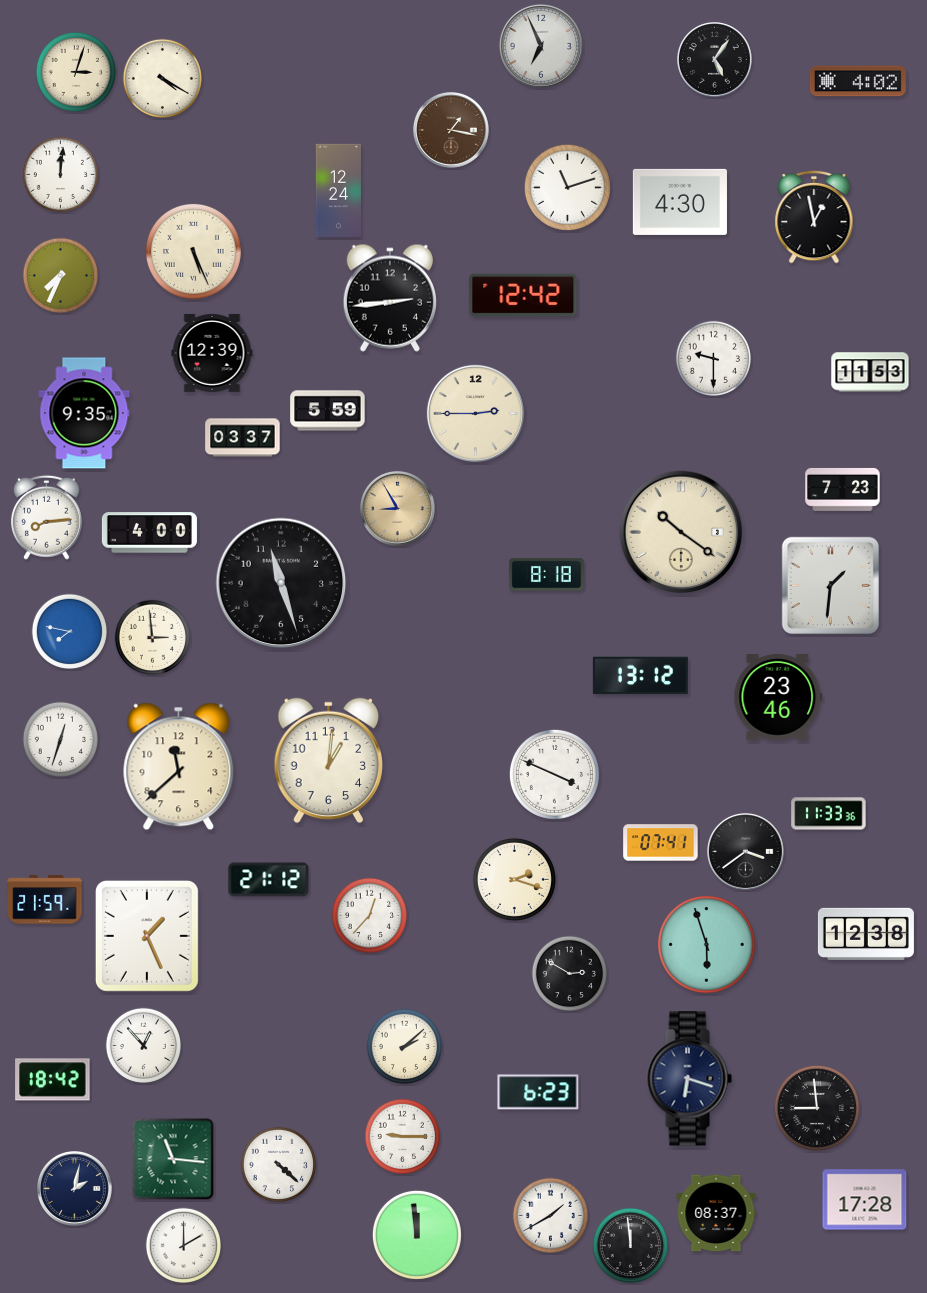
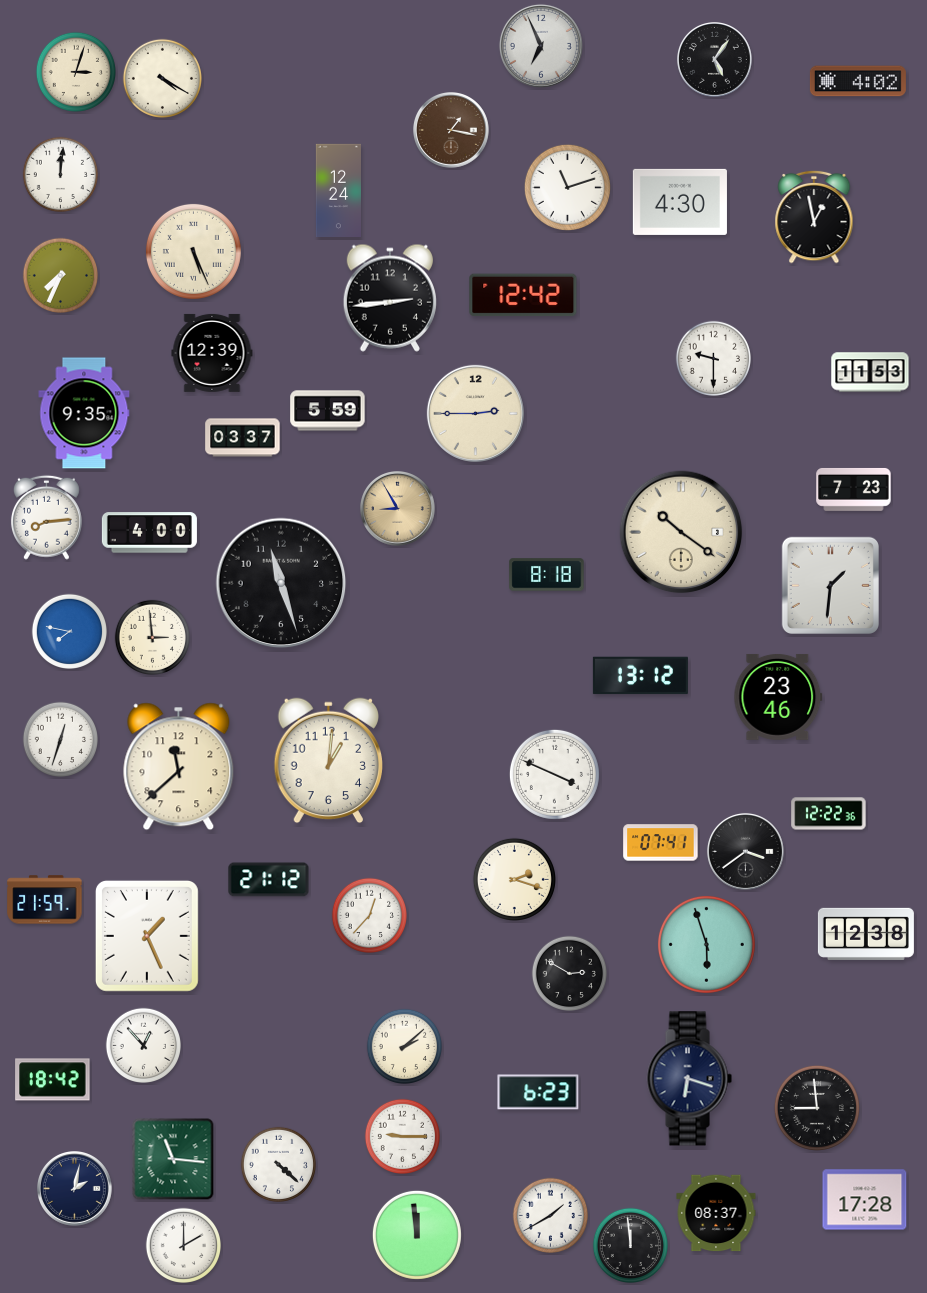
clock at (843, 489) position: (843, 489) -> (854, 489)
clock at (829, 814): 11:33 -> 12:22
